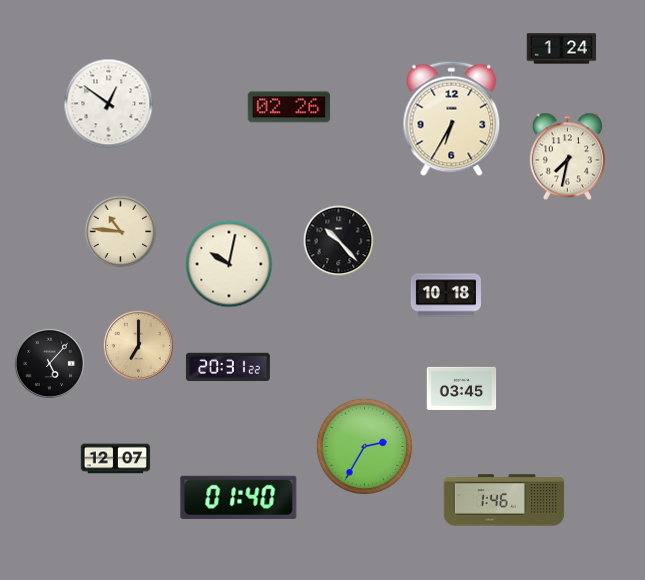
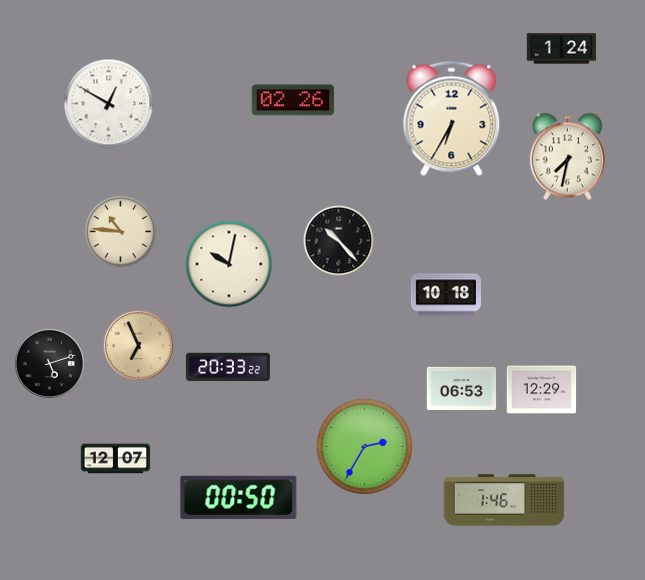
clock at (109, 104): 12:51 -> 12:50
clock at (289, 107) position: (289, 107) -> (293, 100)
clock at (138, 345): 7:00 -> 6:56
clock at (49, 363): 5:07 -> 5:12
clock at (228, 367): 20:31 -> 20:33
clock at (462, 388): 03:45 -> 06:53
clock at (542, 390): none -> 12:29
clock at (239, 497): 01:40 -> 00:50
